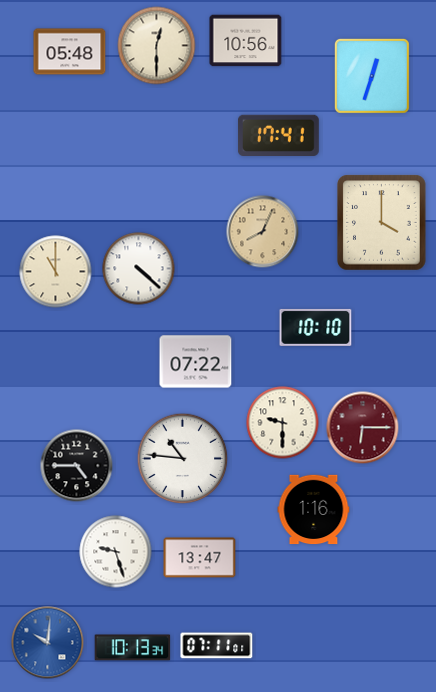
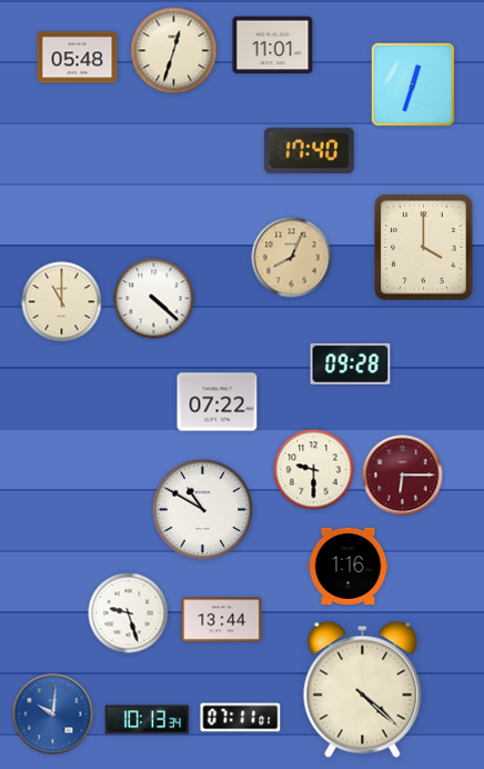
clock at (246, 41): 10:56 -> 11:01
clock at (157, 46): 12:30 -> 12:33
clock at (279, 135): 17:41 -> 17:40
clock at (316, 327): 10:10 -> 09:28
clock at (183, 459): 10:46 -> 10:50
clock at (77, 466): 4:45 -> none
clock at (200, 558): 13:47 -> 13:44
clock at (363, 689): none -> 4:22
